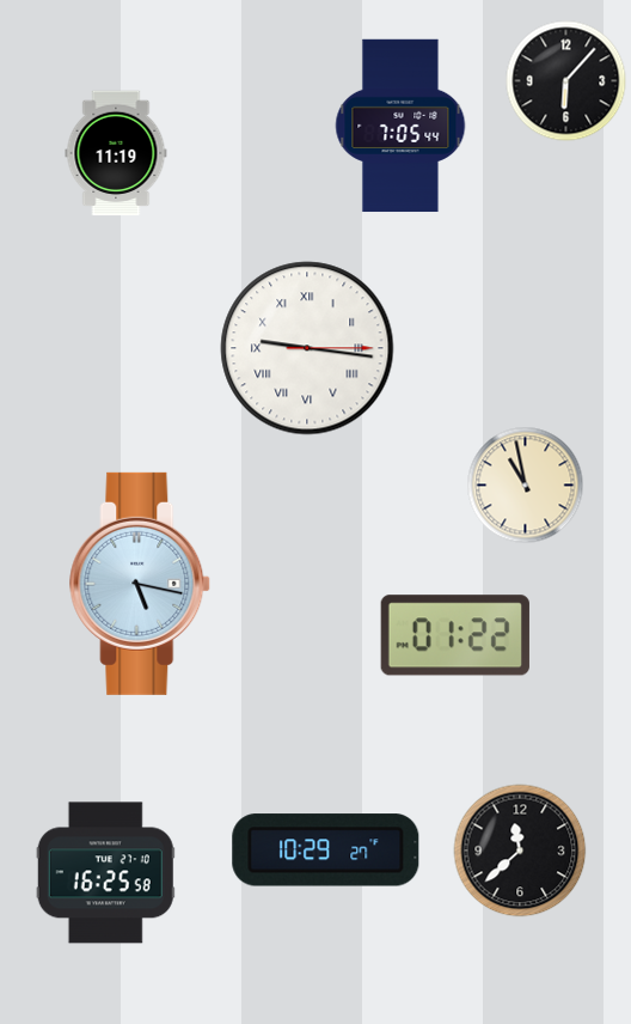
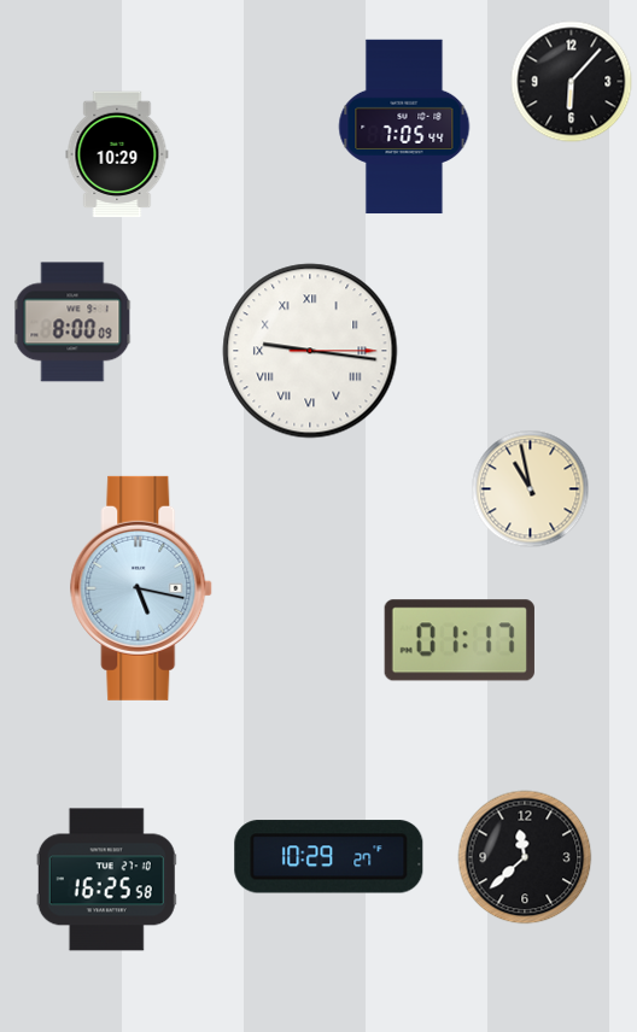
clock at (116, 153): 11:19 -> 10:29
clock at (72, 322): none -> 8:00
clock at (455, 635): 01:22 -> 01:17
